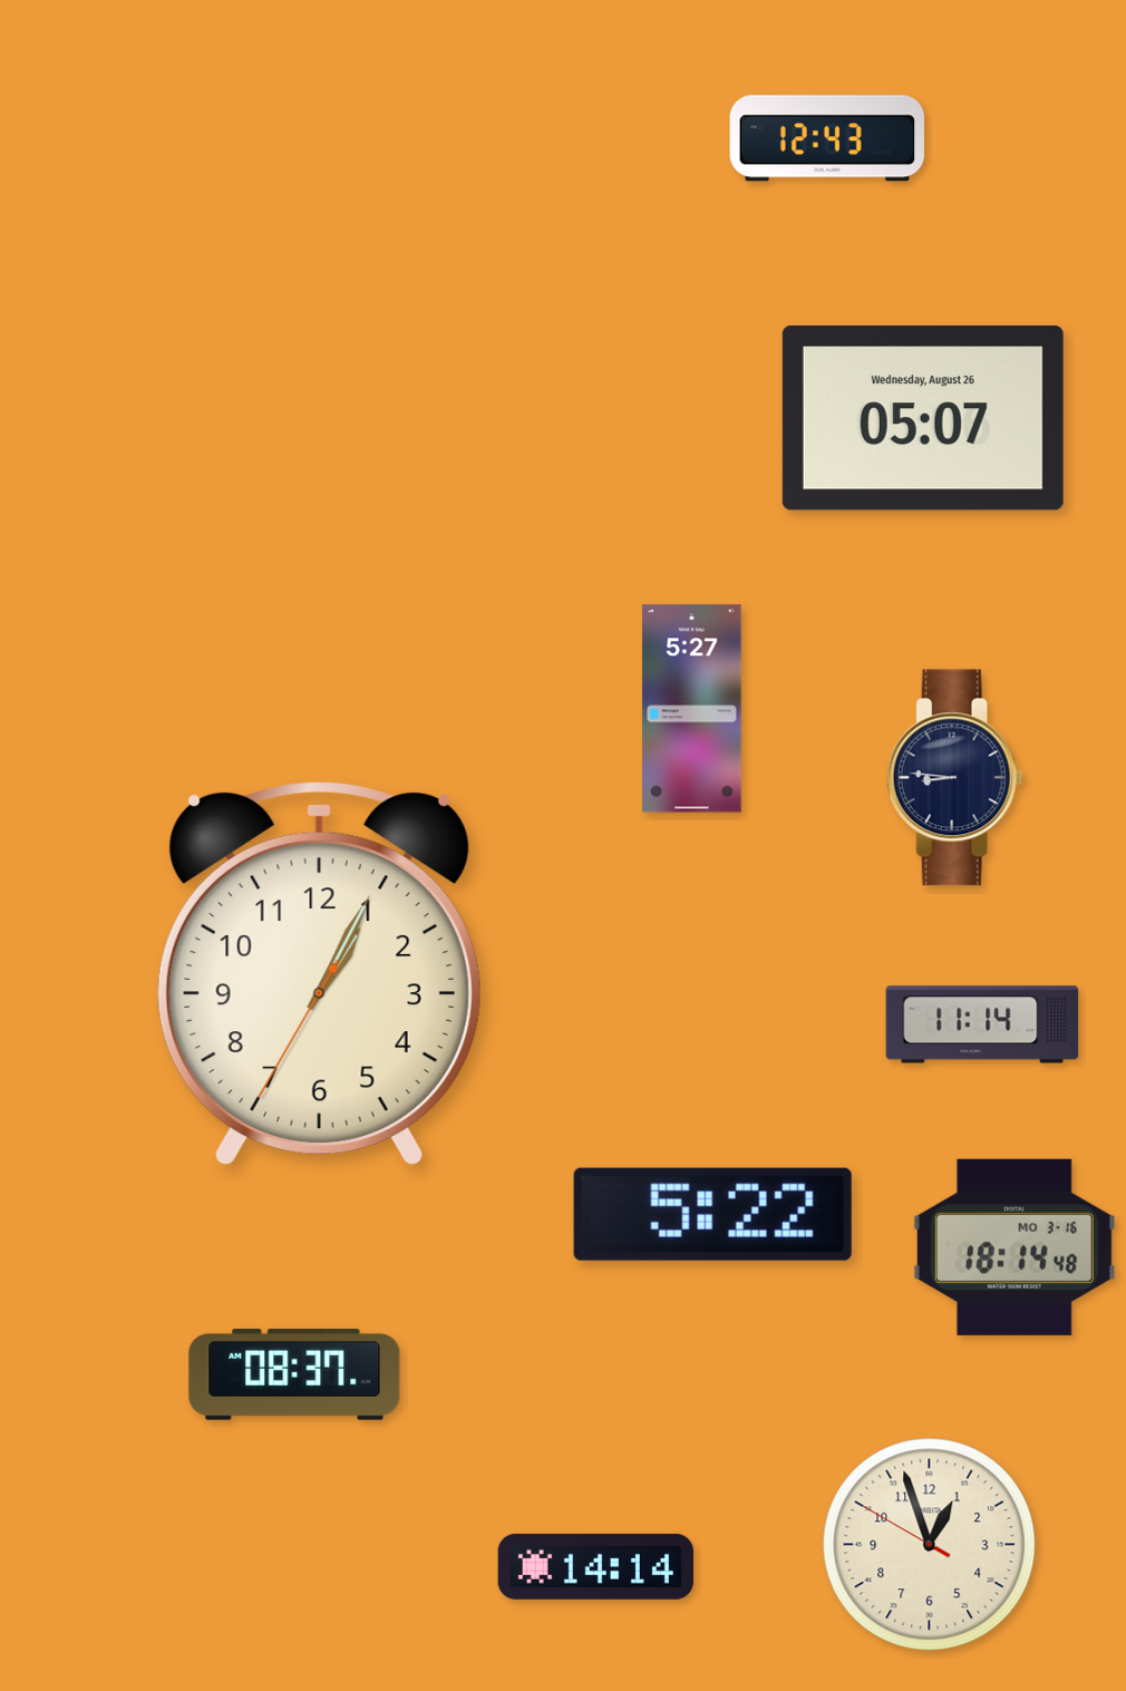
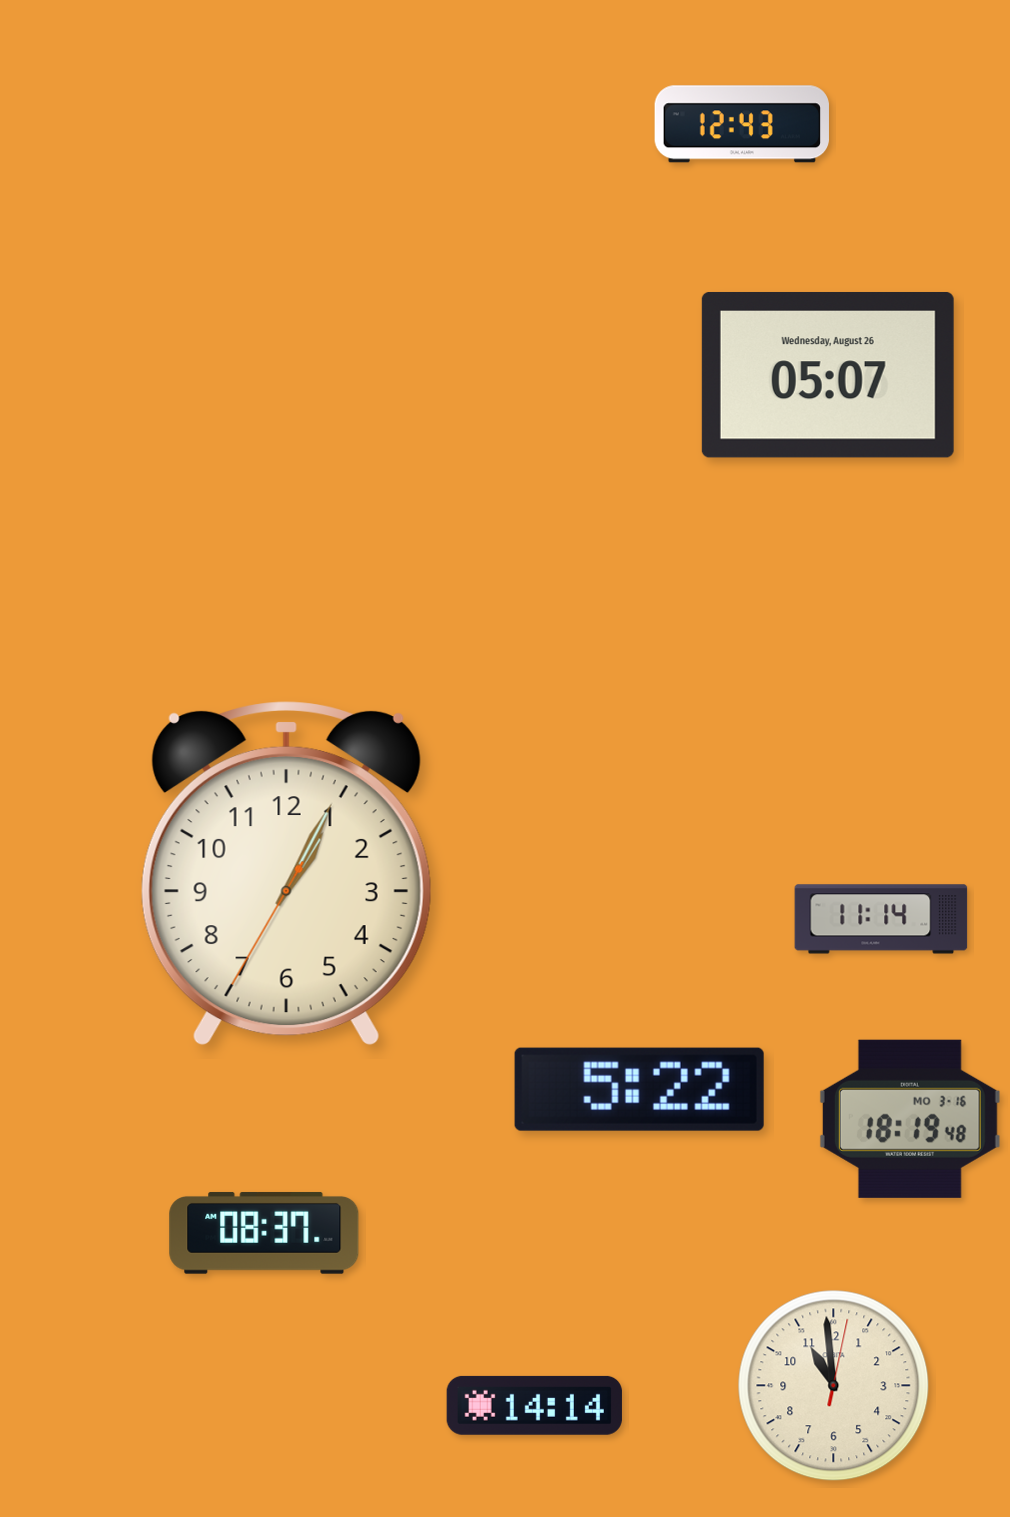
clock at (692, 709): 5:27 -> none
clock at (954, 778): 8:46 -> none
clock at (1015, 1247): 18:14 -> 18:19
clock at (930, 1545): 12:56 -> 10:59
